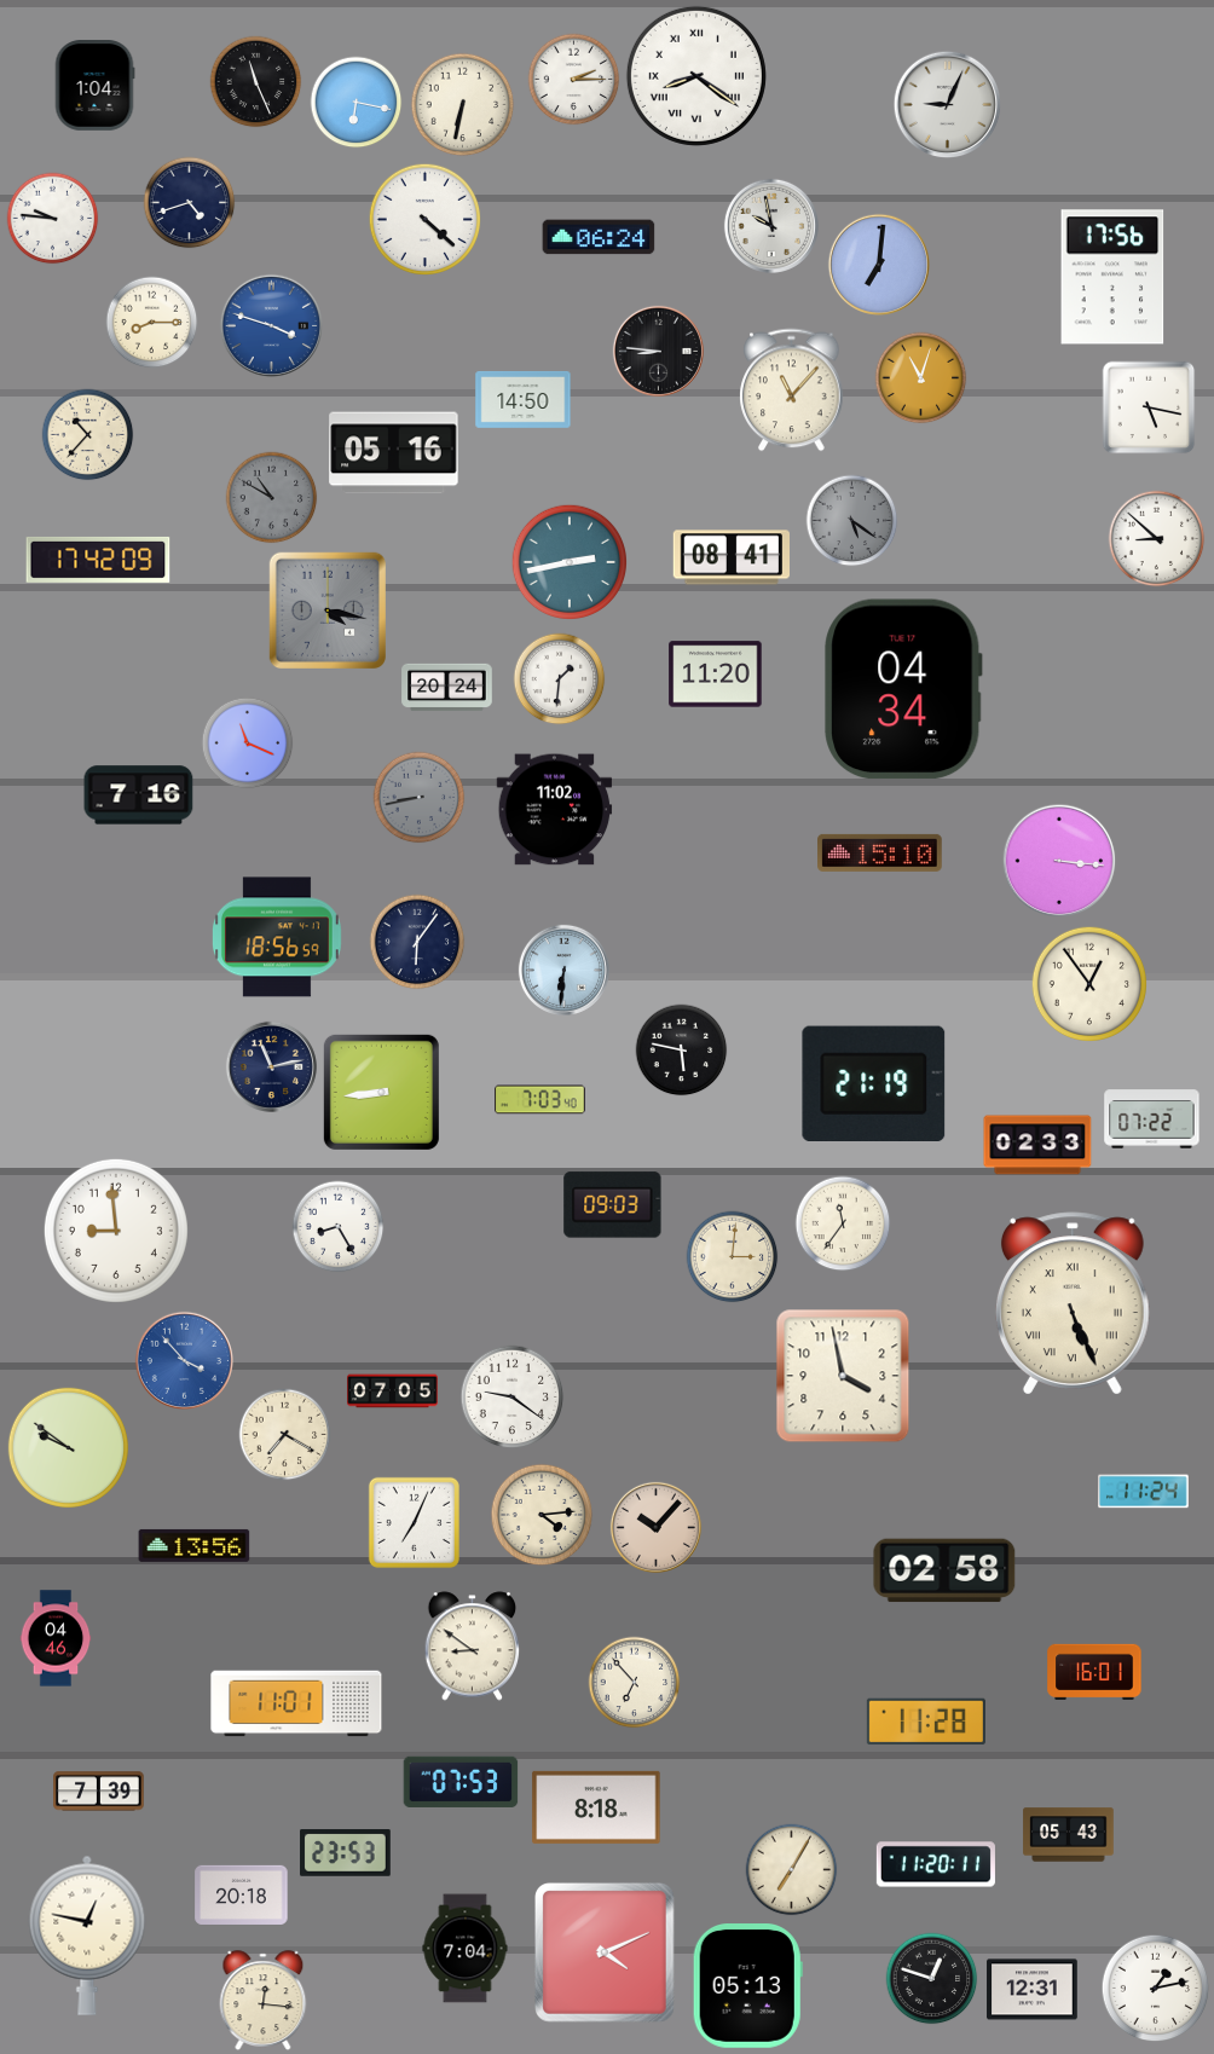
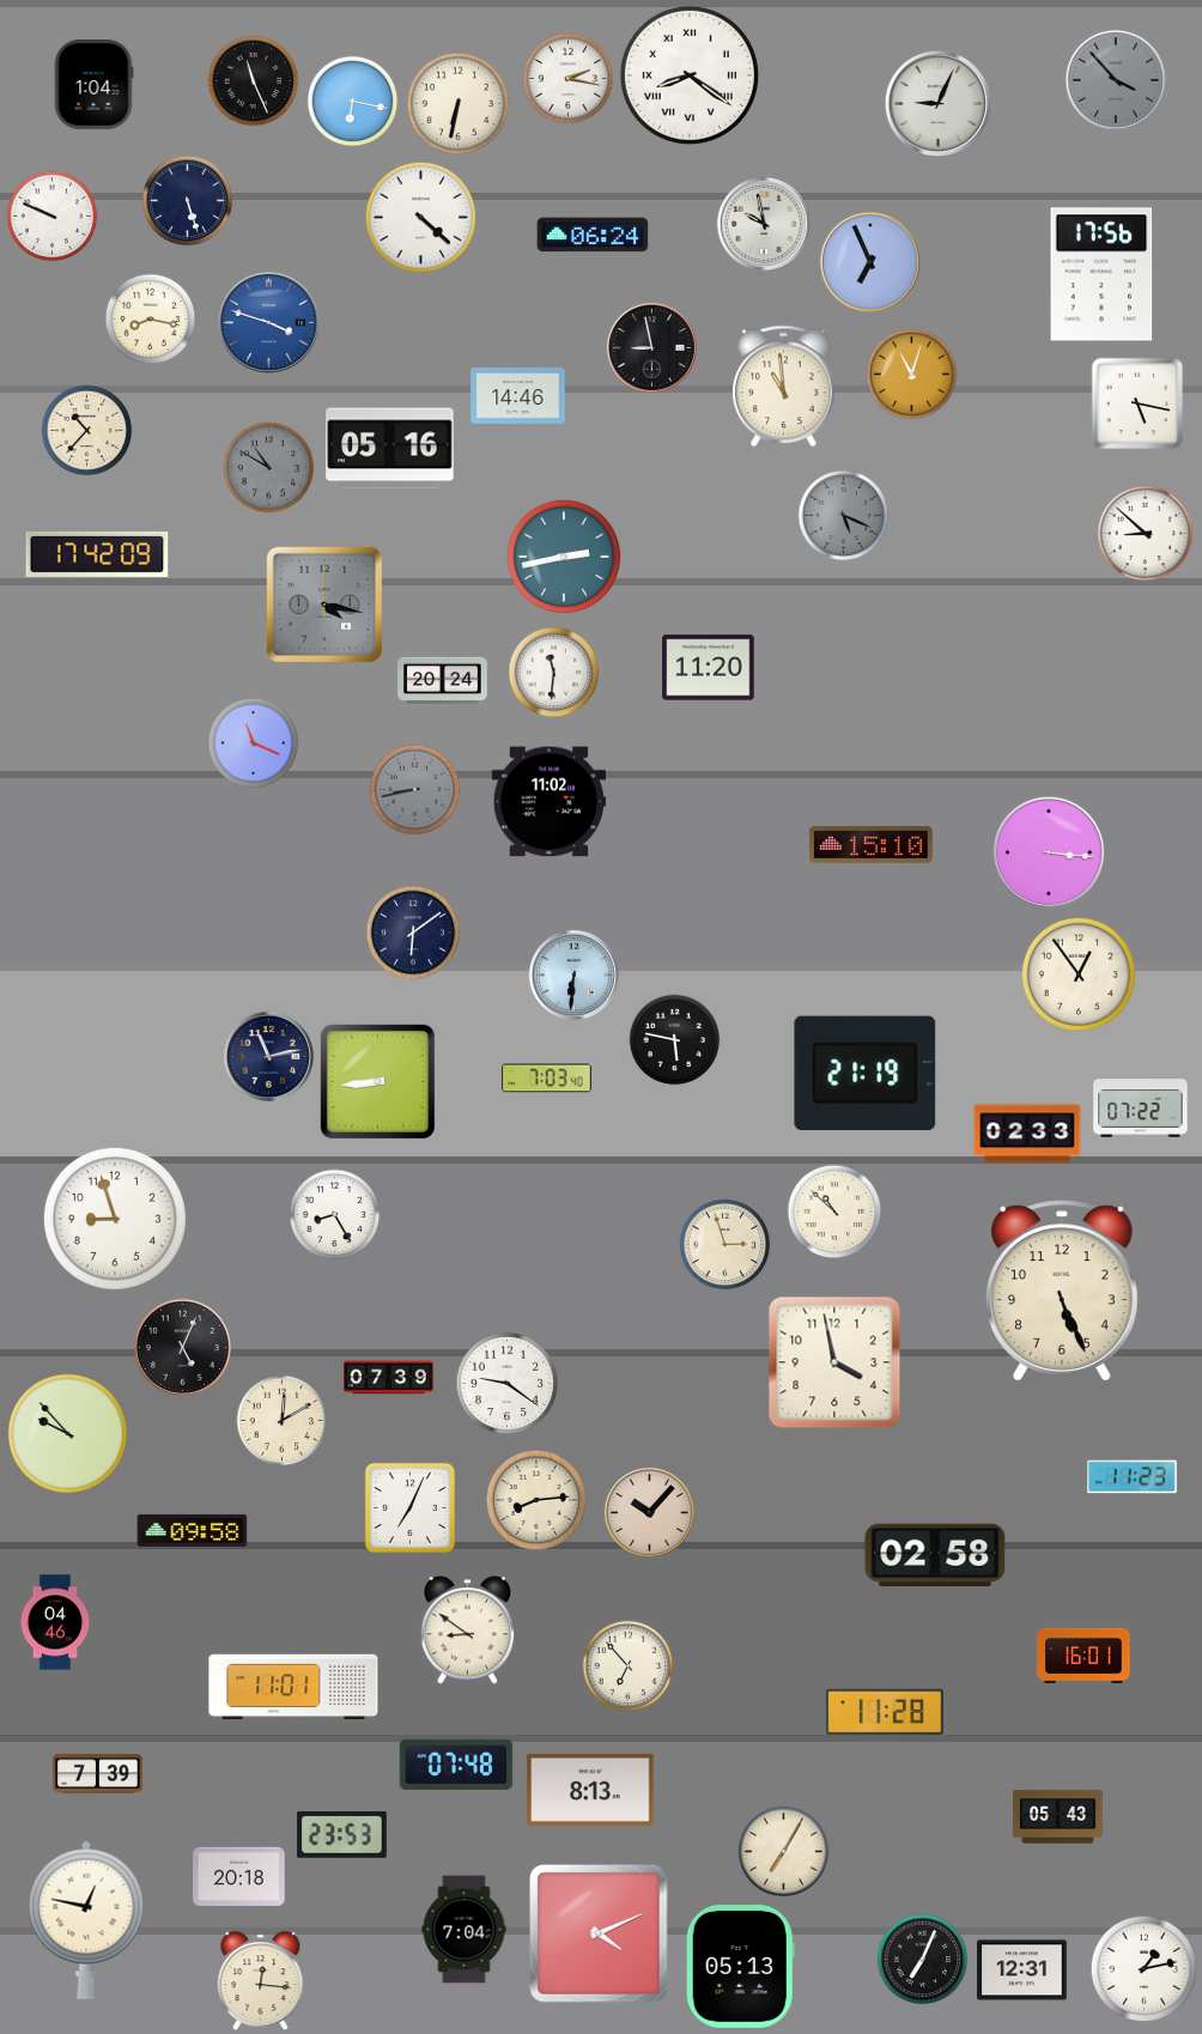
clock at (574, 80): 2:15 -> 2:17
clock at (1115, 79): none -> 3:53
clock at (190, 203): 4:42 -> 5:27
clock at (53, 219): 9:46 -> 9:49
clock at (878, 264): 7:01 -> 6:56
clock at (152, 323): 8:15 -> 8:17
clock at (658, 351): 8:46 -> 8:58
clock at (792, 390): 11:07 -> 10:59
clock at (524, 399): 14:50 -> 14:46
clock at (272, 498) position: (272, 498) -> (269, 468)
clock at (852, 521): 5:21 -> 5:19
clock at (730, 557): 08:41 -> none
clock at (560, 679): 1:31 -> 11:31
clock at (903, 689): 04:34 -> none
clock at (248, 744) position: (248, 744) -> (254, 743)
clock at (139, 795): 7:16 -> none
clock at (277, 937): 18:56 -> none
clock at (417, 942): 6:06 -> 6:09
clock at (563, 970) position: (563, 970) -> (573, 975)
clock at (540, 1100) position: (540, 1100) -> (547, 1079)
clock at (613, 1205): 09:03 -> none
clock at (843, 1223): 11:36 -> 10:52
clock at (116, 1231): 8:59 -> 8:57
clock at (733, 1257): 3:01 -> 2:57
clock at (1073, 1303) numerals: Roman -> Arabic
clock at (184, 1360): 3:53 -> 5:04
clock at (184, 1360) dial: blue -> black
clock at (393, 1391): 07:05 -> 07:39
clock at (285, 1435): 7:20 -> 12:10
clock at (68, 1447): 9:51 -> 9:53
clock at (1144, 1492): 11:24 -> 11:23
clock at (542, 1515): 4:14 -> 8:14
clock at (195, 1545): 13:56 -> 09:58
clock at (926, 1722) position: (926, 1722) -> (885, 1712)
clock at (461, 1782): 07:53 -> 07:48
clock at (596, 1807): 8:18 -> 8:13
clock at (936, 1864): 11:20 -> none
clock at (87, 1936) position: (87, 1936) -> (86, 1920)
clock at (466, 1949) position: (466, 1949) -> (465, 1930)
clock at (932, 1979): 12:48 -> 7:04
